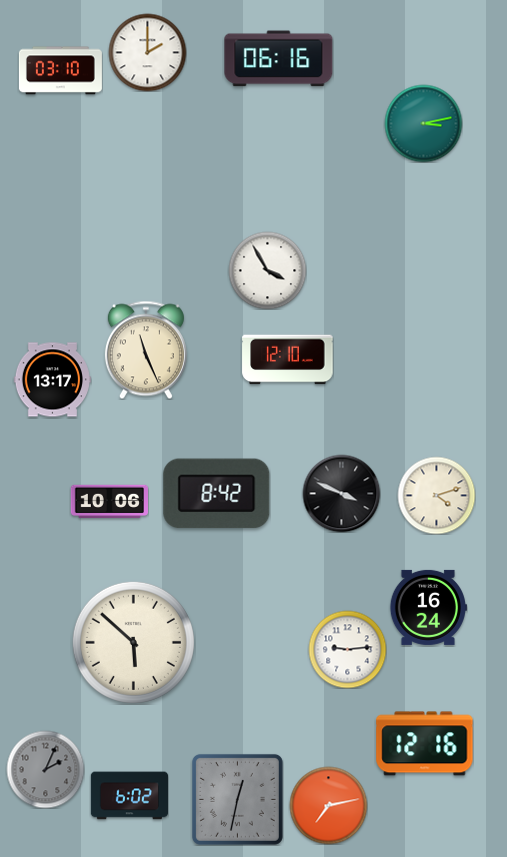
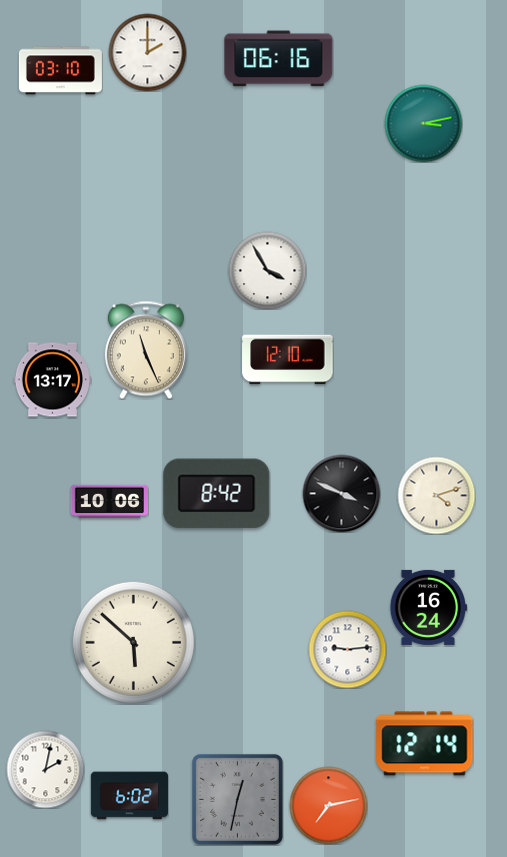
clock at (425, 744): 12:16 -> 12:14
clock at (45, 769): 2:04 -> 2:02
clock at (45, 769) dial: grey -> white
